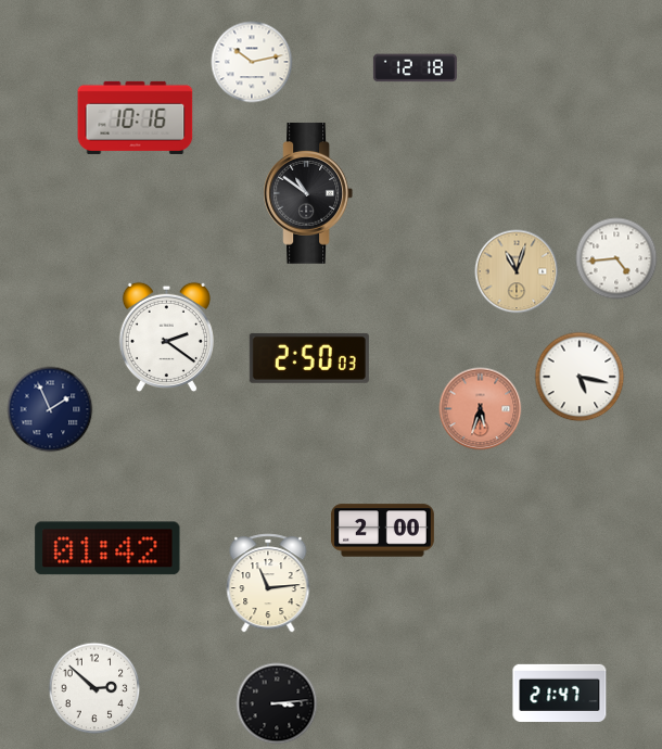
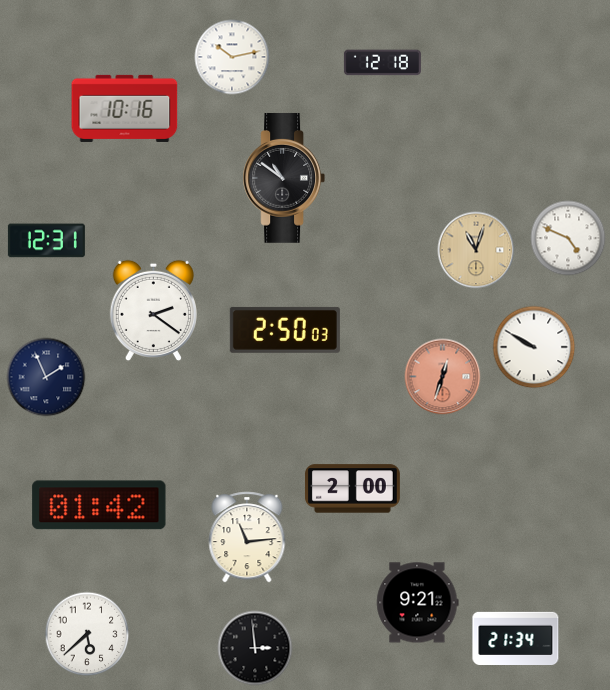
clock at (616, 258): 4:44 -> 4:49
clock at (46, 241): none -> 12:31
clock at (580, 377): 5:17 -> 9:50
clock at (481, 409): 5:33 -> 12:33
clock at (417, 603): none -> 9:21
clock at (94, 688): 2:52 -> 5:38
clock at (560, 693): 21:47 -> 21:34
clock at (277, 703): 3:14 -> 2:59
